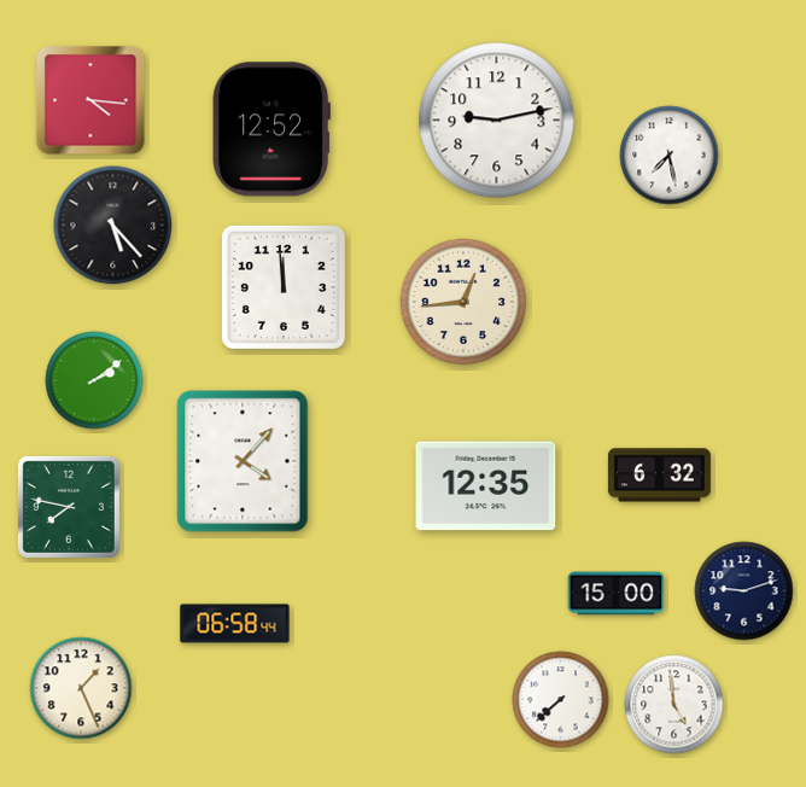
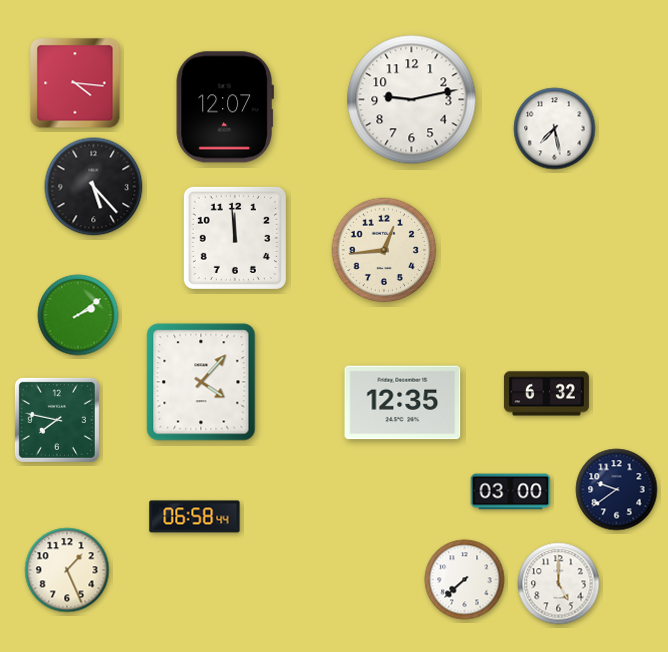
clock at (271, 129): 12:52 -> 12:07
clock at (744, 591): 9:12 -> 9:39
clock at (617, 594): 15:00 -> 03:00
clock at (674, 705): 4:59 -> 5:00
